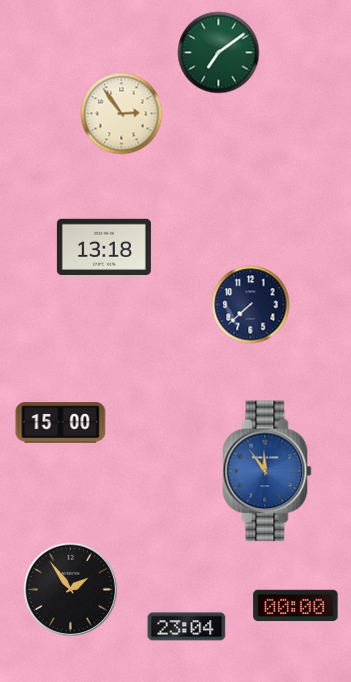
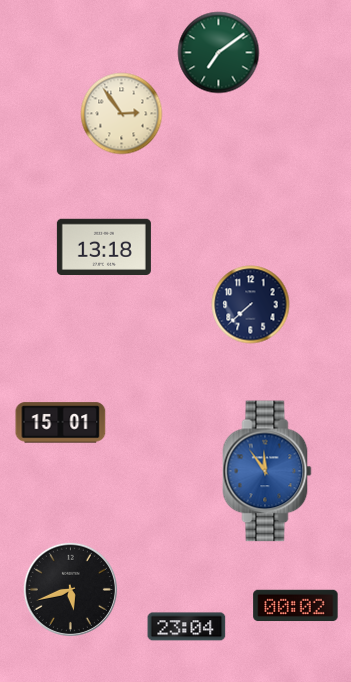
clock at (61, 423): 15:00 -> 15:01
clock at (70, 589): 1:54 -> 5:42
clock at (296, 606): 00:00 -> 00:02
